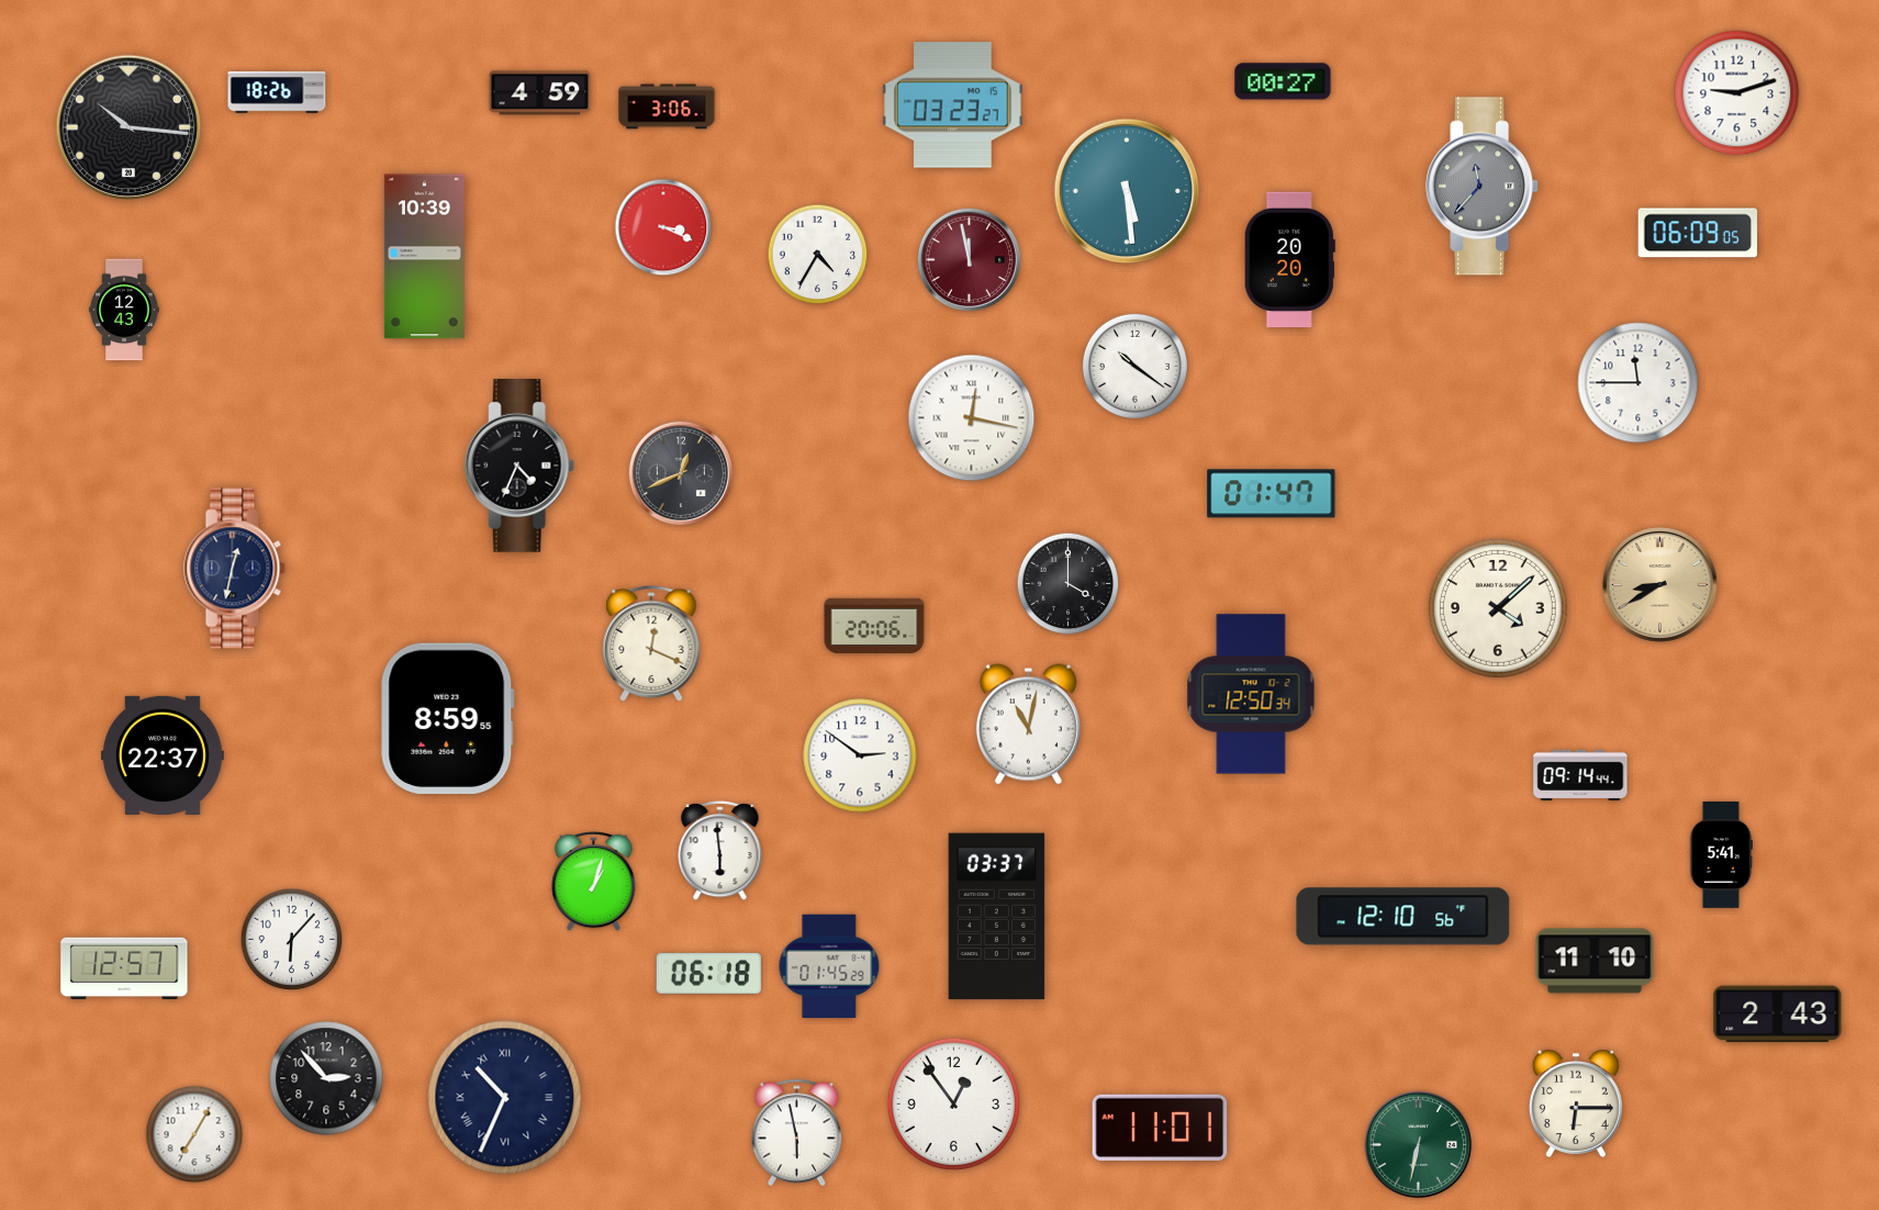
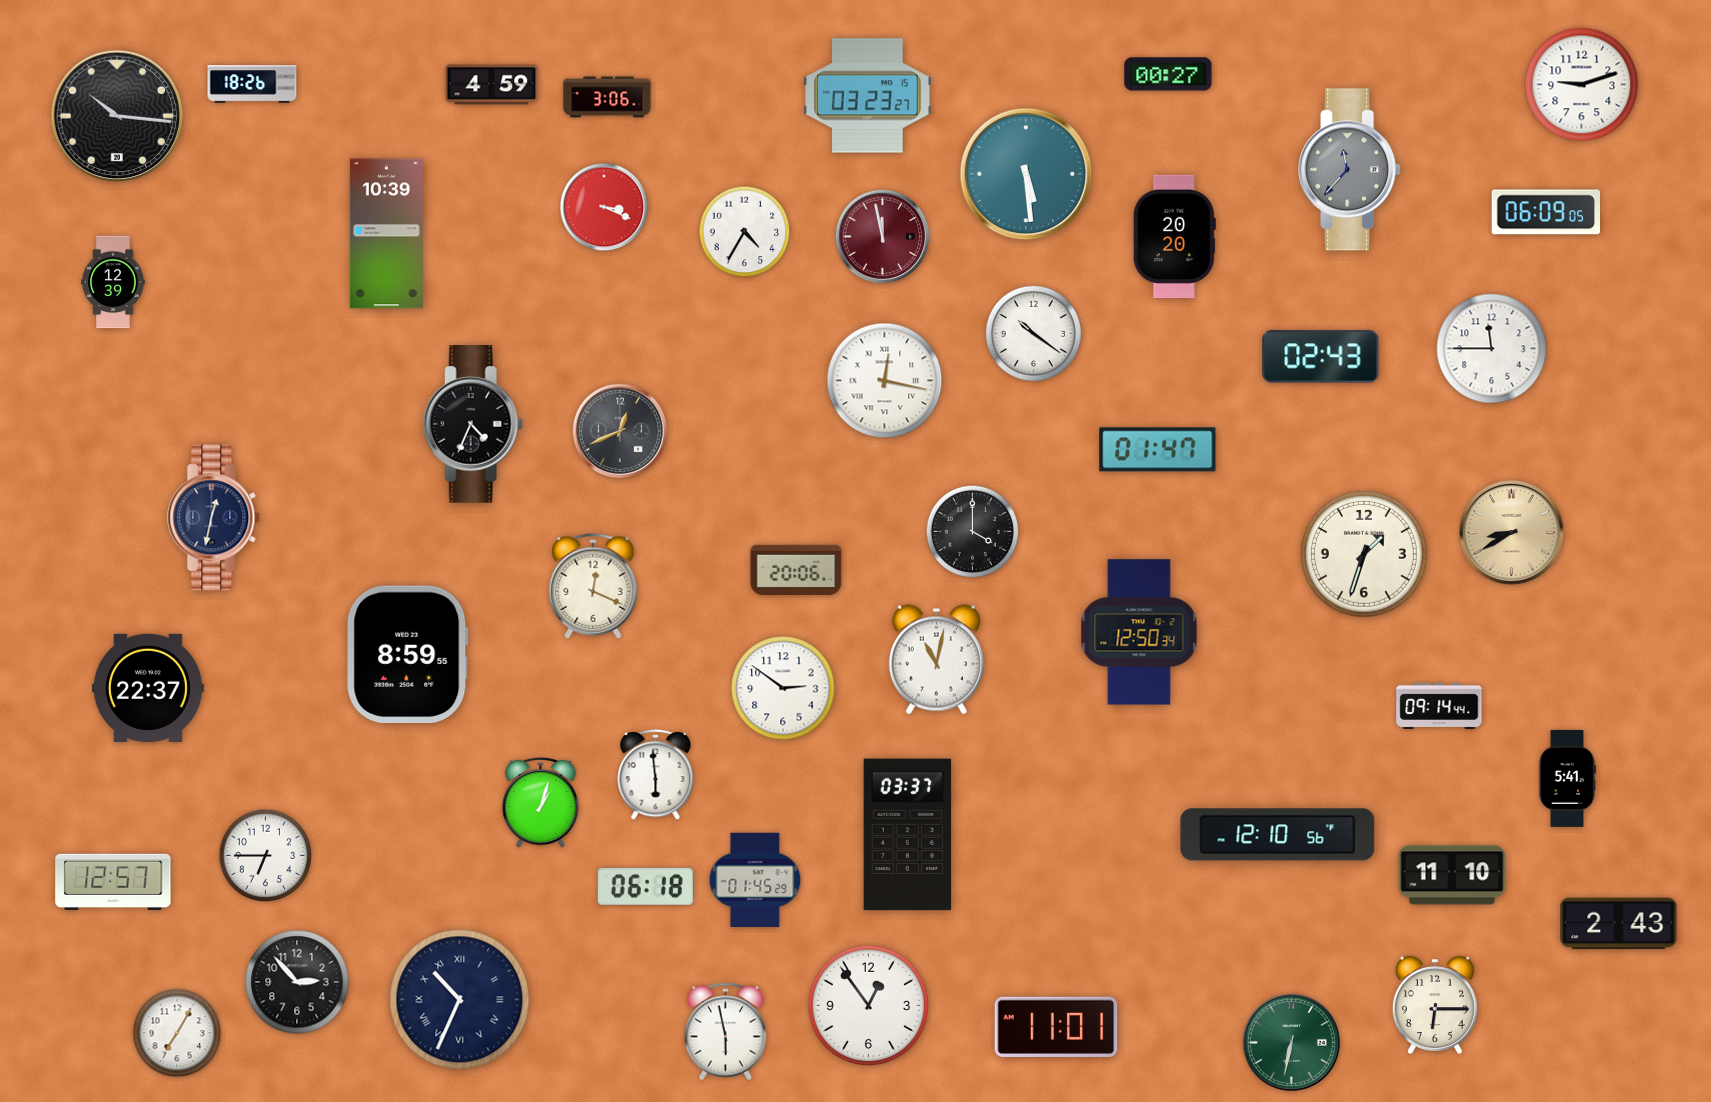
clock at (124, 310): 12:43 -> 12:39
clock at (1321, 357): none -> 02:43
clock at (1498, 608): 4:08 -> 1:33
clock at (292, 940): 6:07 -> 6:45
